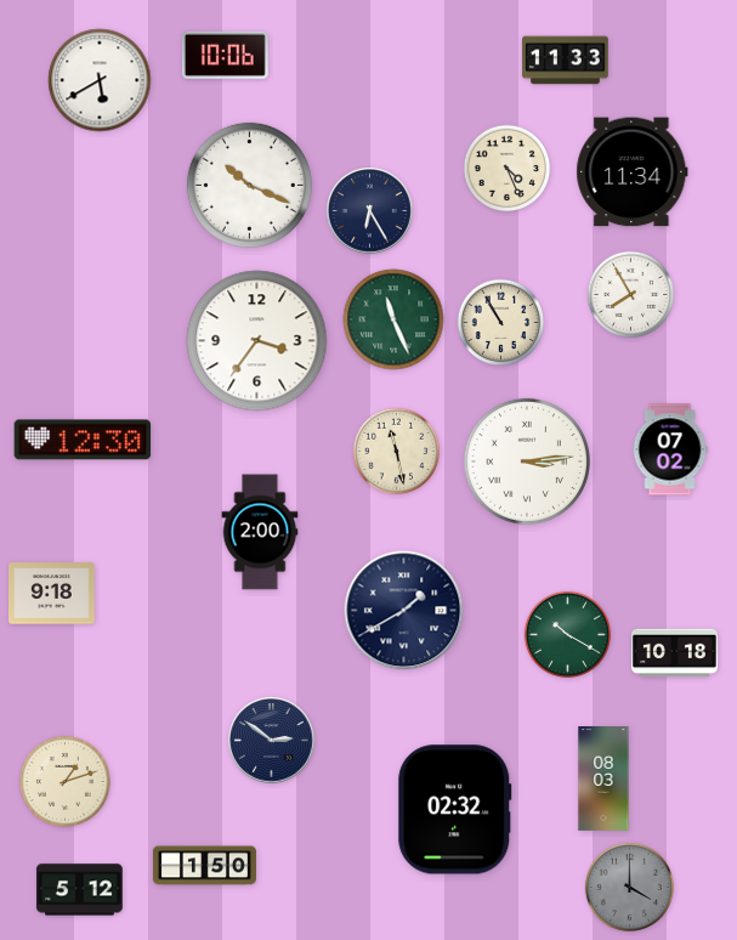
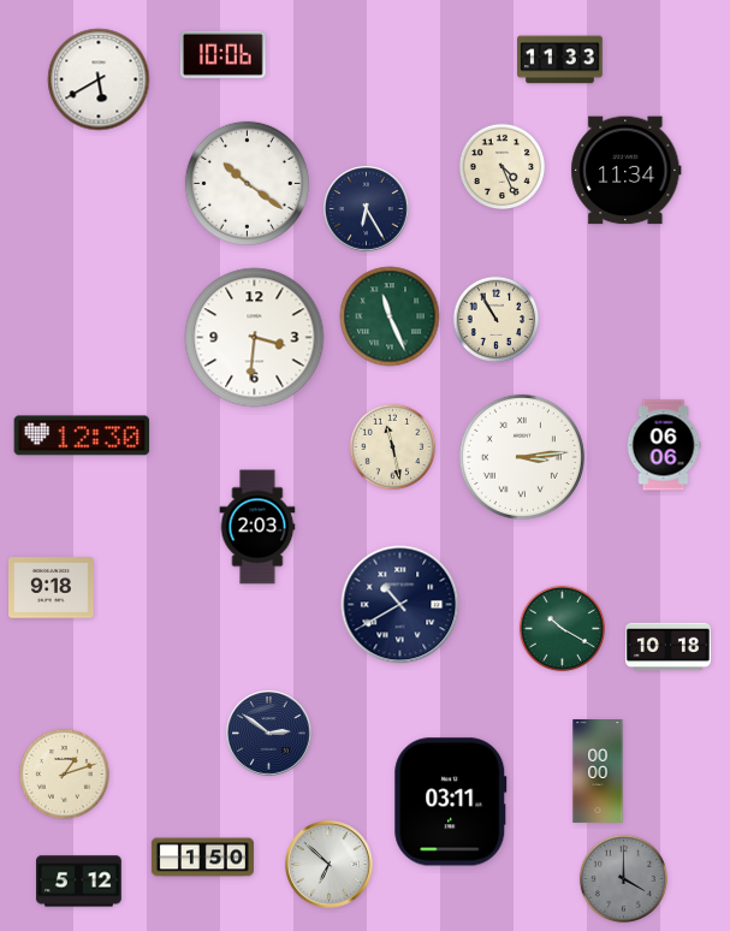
clock at (249, 185): 10:19 -> 10:21
clock at (631, 295): 7:55 -> none
clock at (257, 341): 3:36 -> 3:31
clock at (670, 449): 07:02 -> 06:06
clock at (260, 532): 2:00 -> 2:03
clock at (404, 611): 1:40 -> 10:40
clock at (603, 780): 08:03 -> 00:00
clock at (455, 810): 02:32 -> 03:11
clock at (330, 865): none -> 6:52
